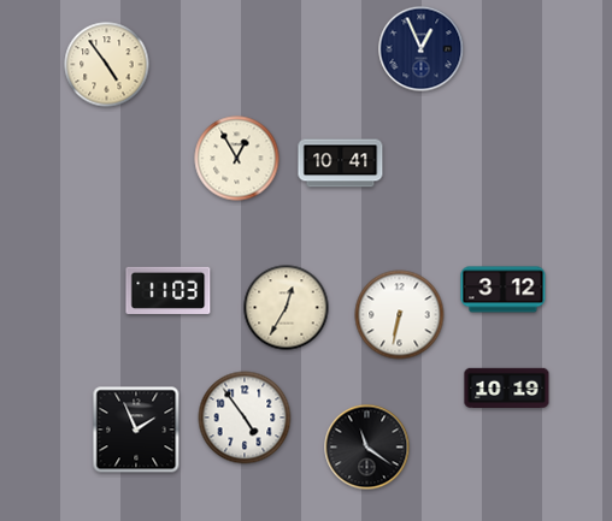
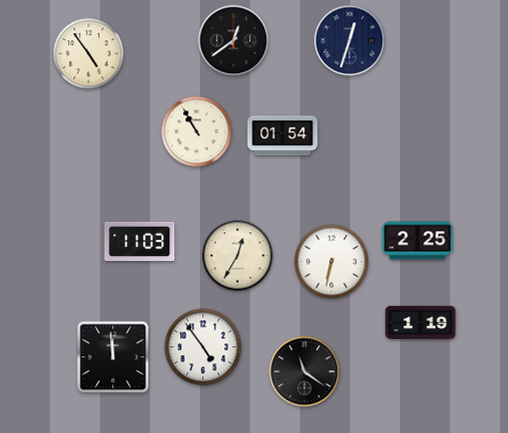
clock at (234, 41): none -> 12:39
clock at (422, 49): 12:56 -> 12:33
clock at (237, 159): 12:55 -> 10:55
clock at (341, 164): 10:41 -> 01:54
clock at (504, 290): 3:12 -> 2:25
clock at (507, 387): 10:19 -> 1:19
clock at (136, 430): 1:56 -> 11:59
